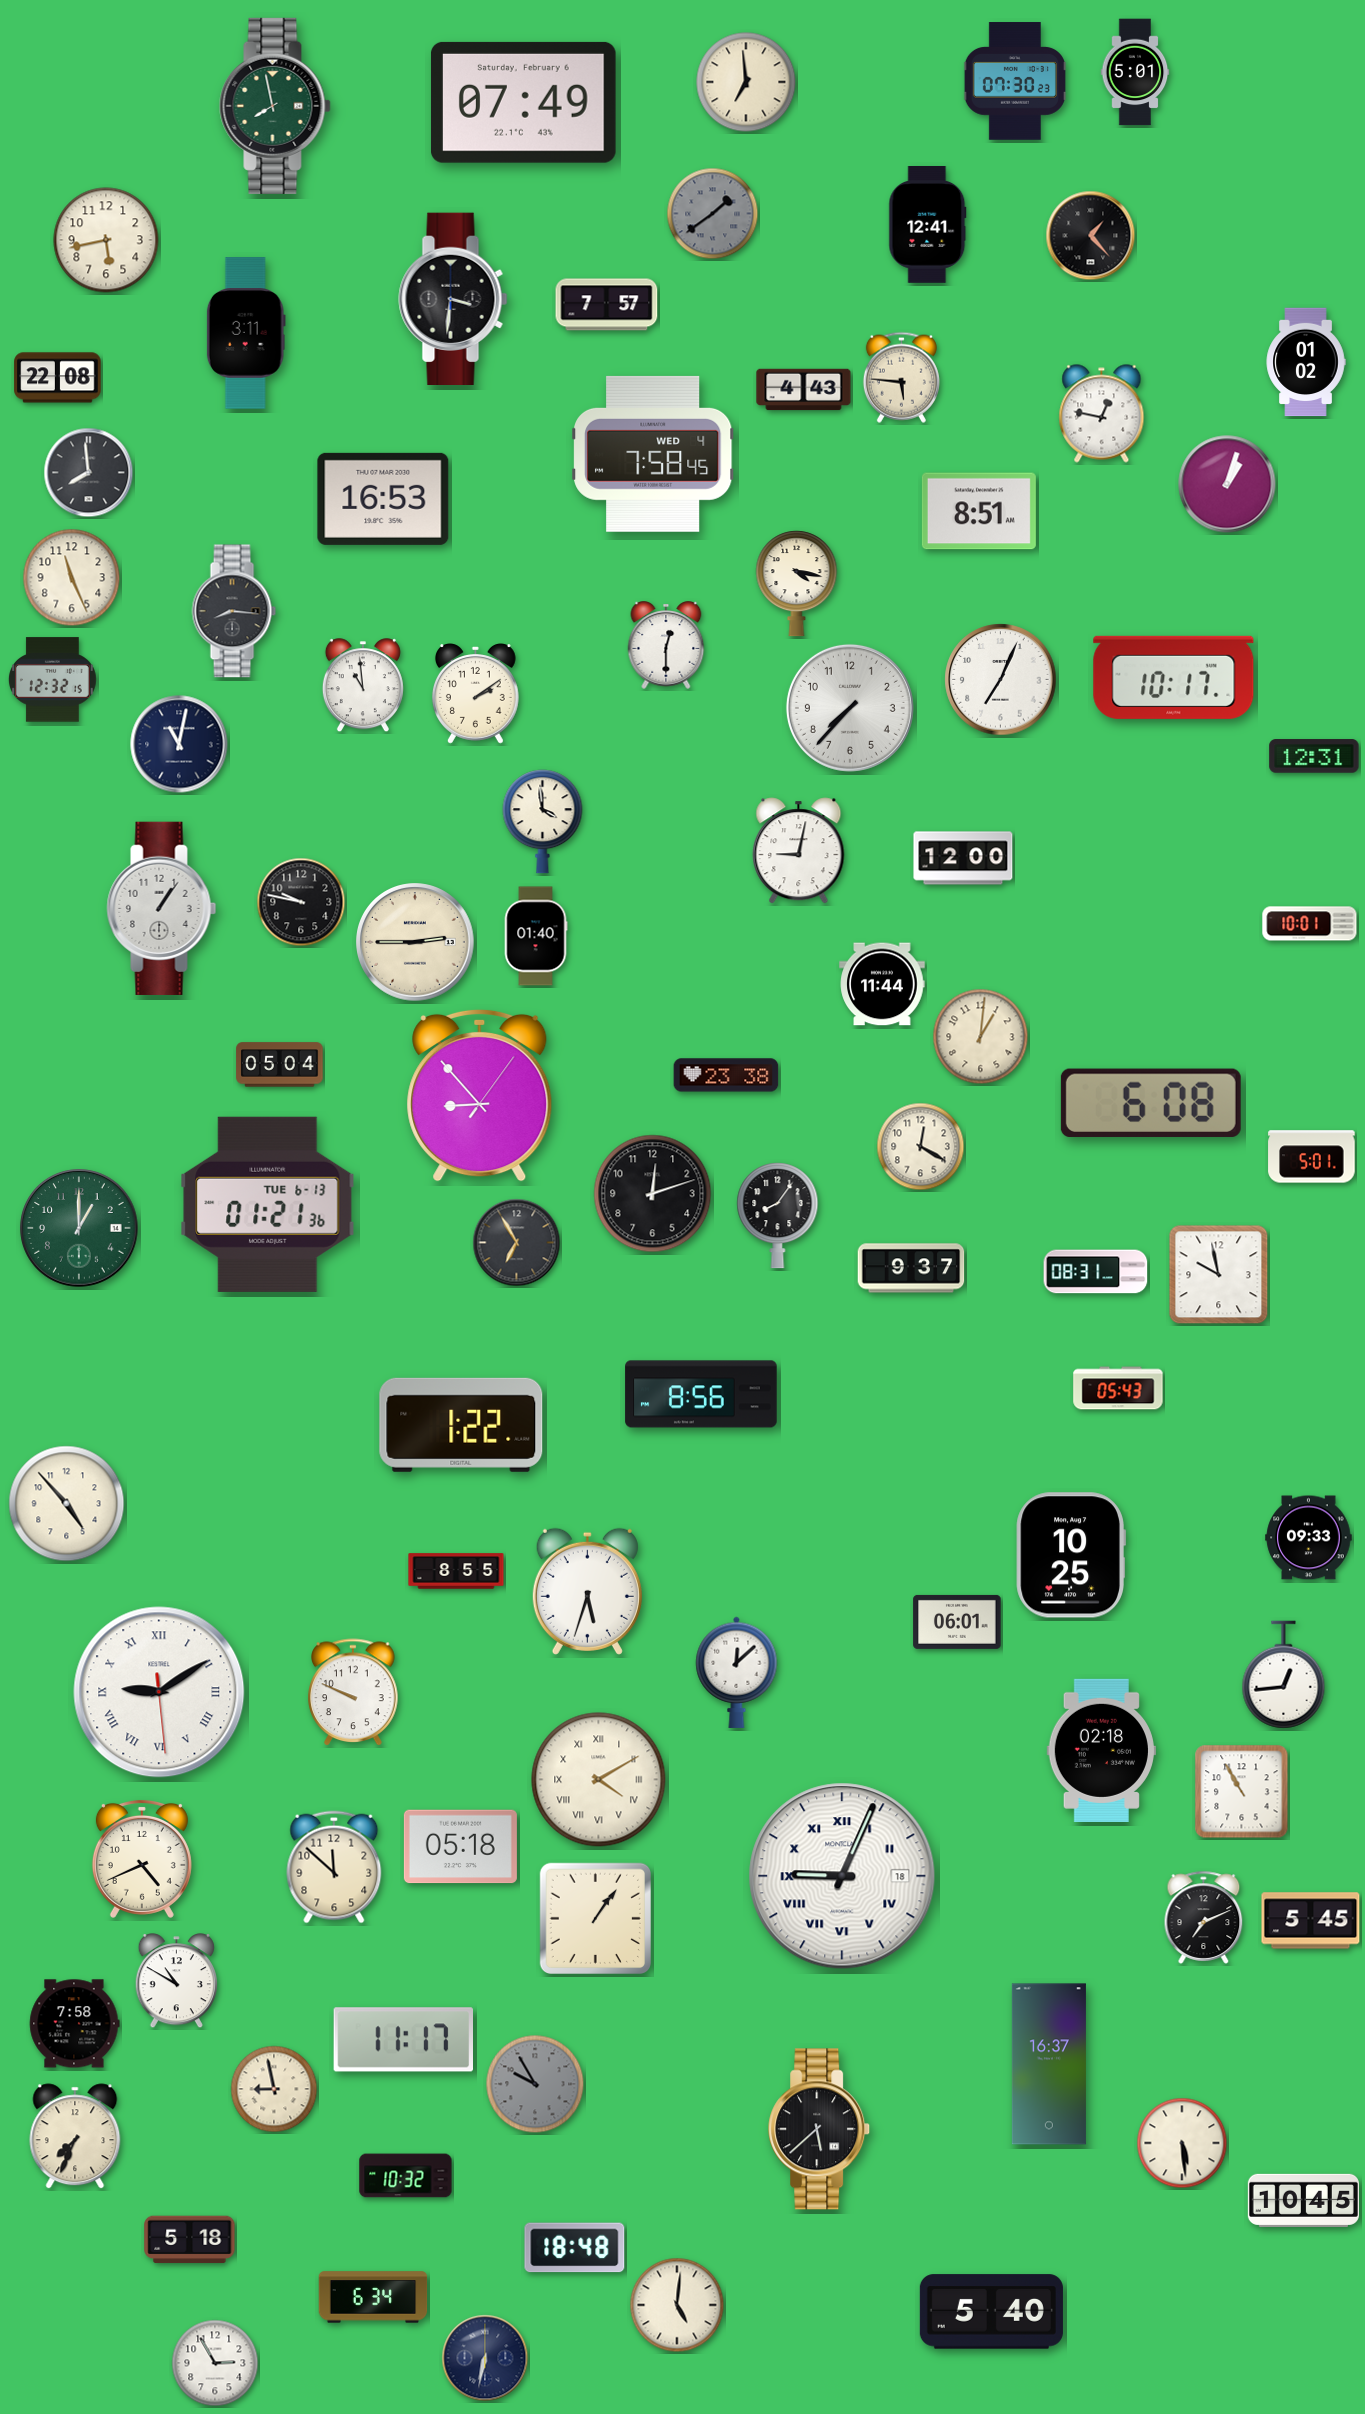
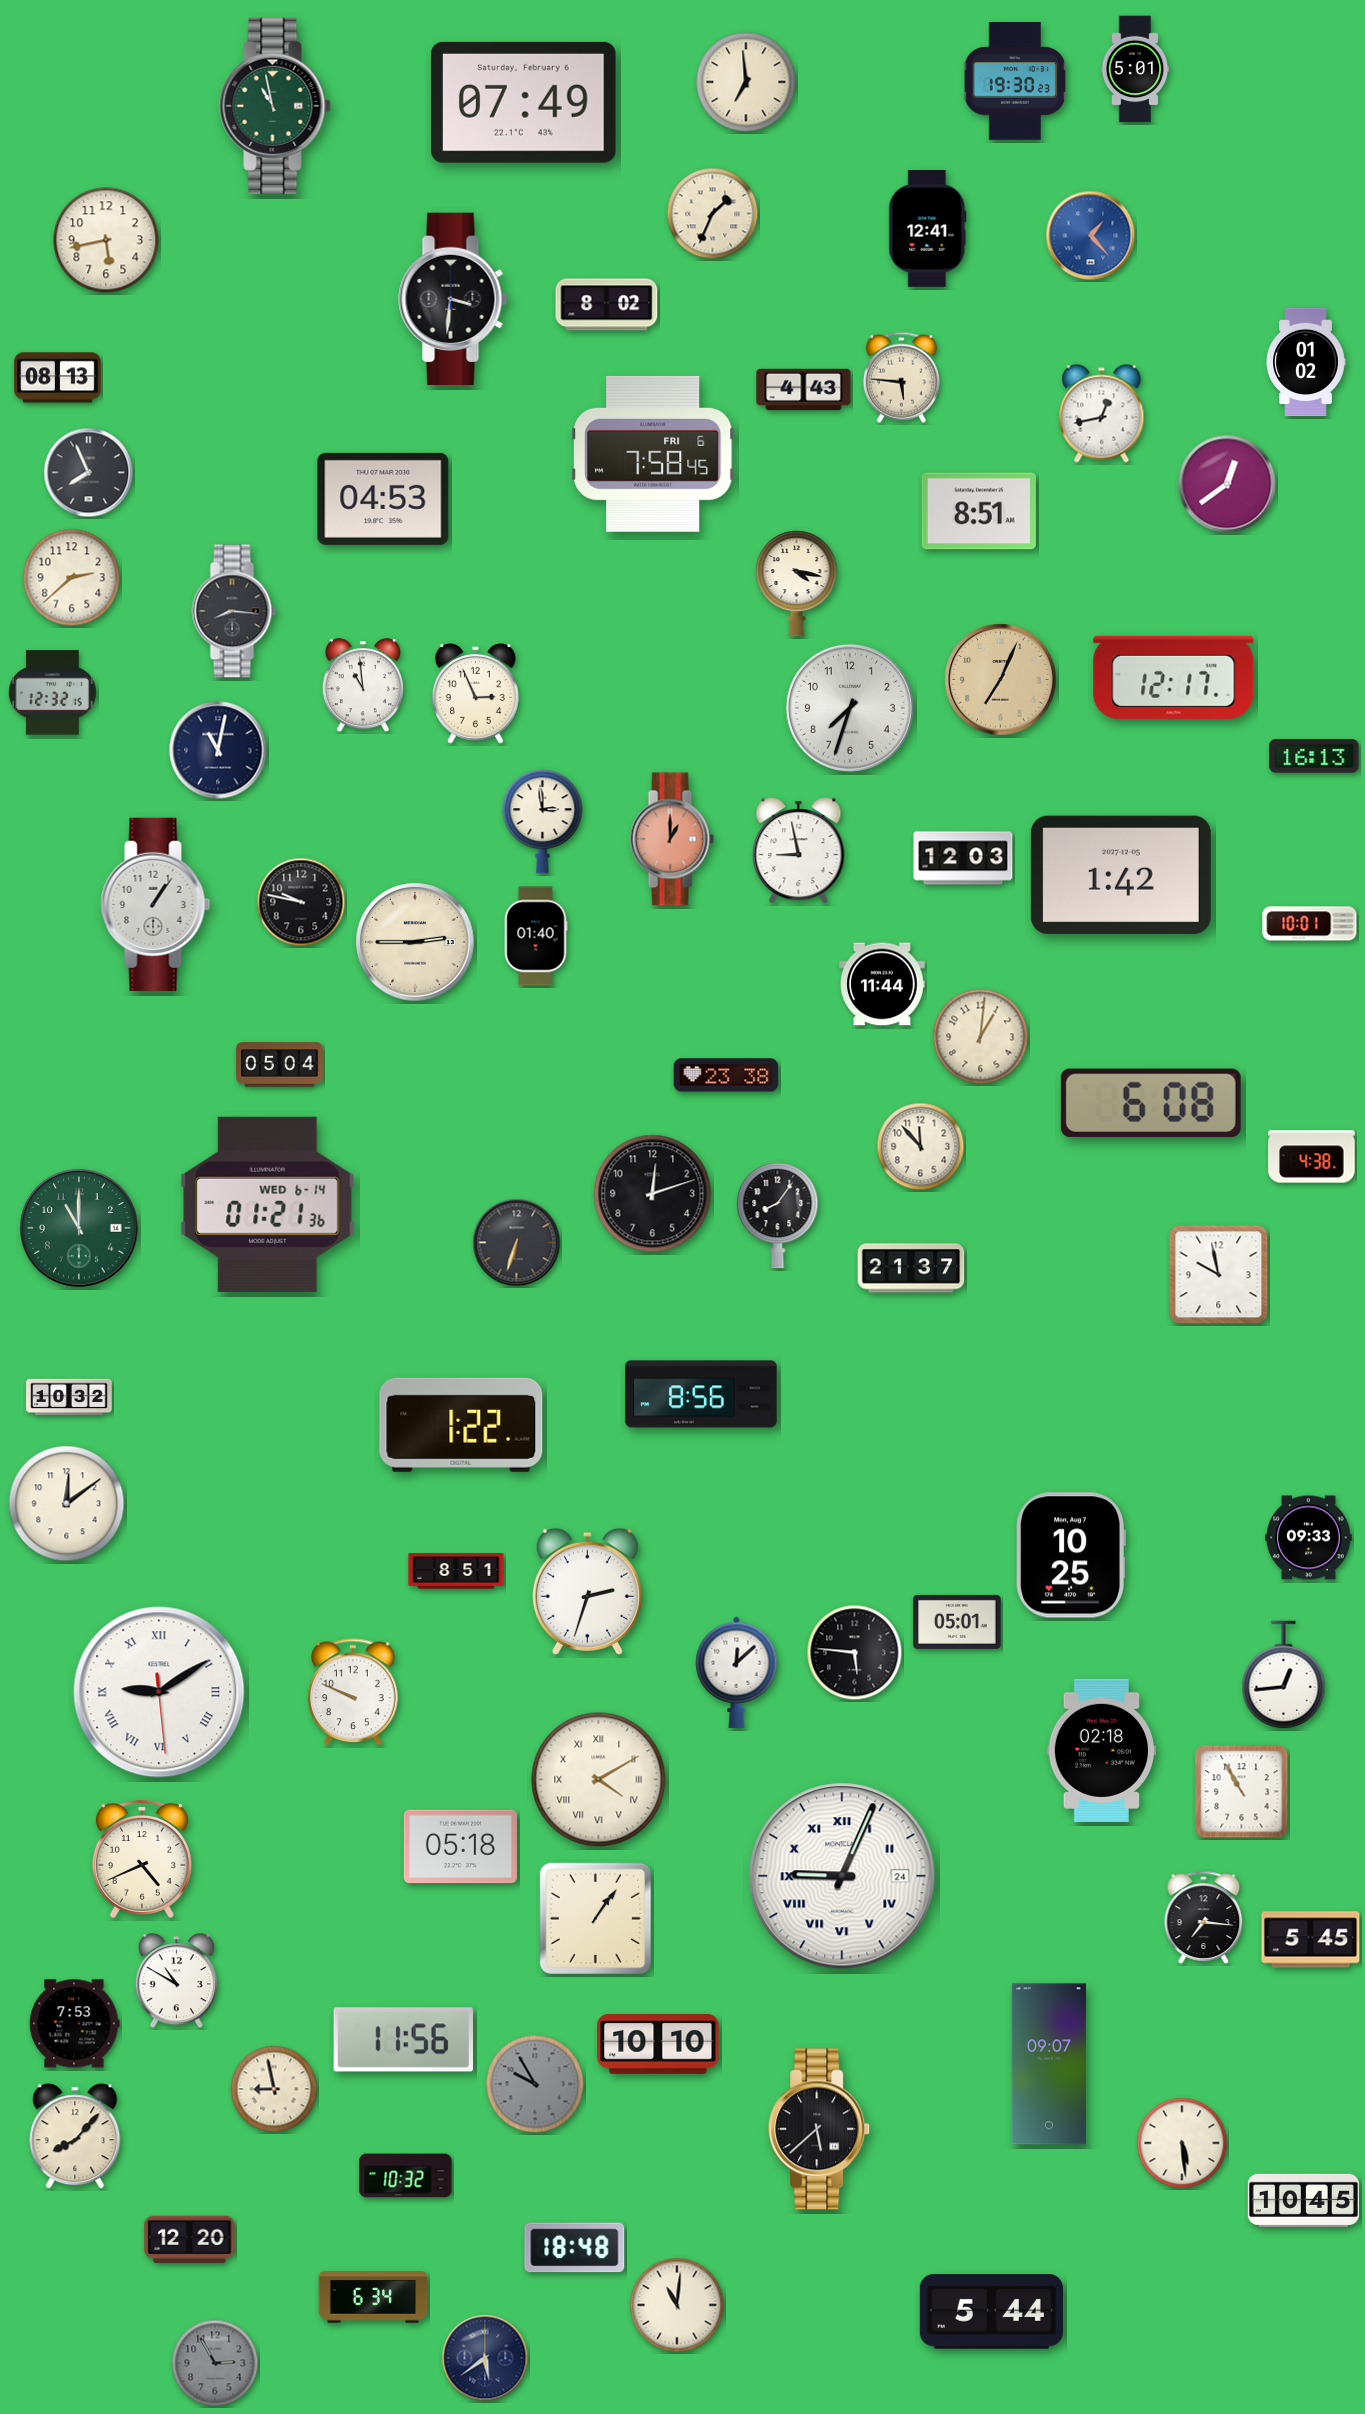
clock at (1135, 72) position: (1135, 72) -> (1135, 69)
clock at (1015, 81): 07:30 -> 19:30
clock at (275, 106): 7:58 -> 10:58
clock at (713, 214): 1:39 -> 1:34
clock at (713, 214) dial: grey -> cream
clock at (928, 225) position: (928, 225) -> (928, 229)
clock at (1091, 236) dial: black -> blue
clock at (607, 305): 7:57 -> 8:02
clock at (246, 333): 3:11 -> none
clock at (58, 378): 22:08 -> 08:13
clock at (1102, 414): 12:47 -> 12:43
clock at (654, 454) date: WED 4 -> FRI 6
clock at (89, 473): 7:59 -> 7:56
clock at (1227, 484): 1:03 -> 12:39
clock at (383, 499): 16:53 -> 04:53
clock at (72, 578): 11:26 -> 2:38
clock at (666, 645): 12:30 -> none
clock at (1174, 677): 10:17 -> 12:17
clock at (52, 680) position: (52, 680) -> (52, 693)
clock at (1001, 680) dial: white -> champagne
clock at (475, 694): 2:09 -> 2:56
clock at (850, 708): 7:37 -> 7:33
clock at (179, 744) position: (179, 744) -> (218, 750)
clock at (1314, 756): 12:31 -> 16:13
clock at (543, 822): 3:59 -> 2:59
clock at (672, 839): none -> 1:00
clock at (799, 851): 9:02 -> 8:58
clock at (963, 858): 12:00 -> 12:03
clock at (1121, 875): none -> 1:42
clock at (162, 908) position: (162, 908) -> (156, 904)
clock at (480, 1095): 8:53 -> none
clock at (921, 1147): 12:20 -> 11:53
clock at (1312, 1157): 5:01 -> 4:38
clock at (268, 1204) date: TUE 6-13 -> WED 6-14
clock at (79, 1228): 1:00 -> 11:00
clock at (517, 1243): 6:55 -> 6:33
clock at (911, 1268): 9:37 -> 21:37
clock at (1096, 1272): 08:31 -> none
clock at (1118, 1388): 05:43 -> none
clock at (69, 1397): none -> 10:32
clock at (67, 1504): 4:53 -> 12:09
clock at (456, 1571): 8:55 -> 8:51
clock at (587, 1591): 5:33 -> 2:33
clock at (957, 1622): 06:01 -> 05:01
clock at (855, 1653): none -> 5:46
clock at (334, 1867): 11:52 -> none
clock at (842, 1876) date: 18 -> 24
clock at (1204, 1917): 7:11 -> 7:16
clock at (1311, 1921) position: (1311, 1921) -> (1311, 1940)
clock at (75, 2024): 7:58 -> 7:53
clock at (403, 2040): 11:17 -> 11:56
clock at (658, 2044): none -> 10:10
clock at (1049, 2064): 16:37 -> 09:07
clock at (75, 2136): 7:34 -> 8:07
clock at (190, 2240): 5:18 -> 12:20
clock at (677, 2305): 5:01 -> 11:01
clock at (991, 2312): 5:40 -> 5:44
clock at (485, 2358): 6:32 -> 5:39
clock at (215, 2363) dial: white -> grey
